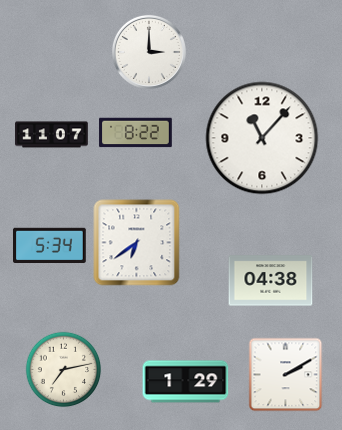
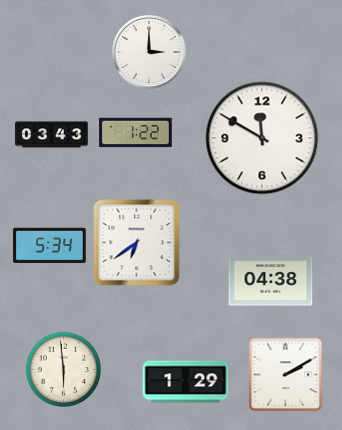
clock at (136, 133): 8:22 -> 1:22
clock at (52, 135): 11:07 -> 03:43
clock at (262, 138): 11:07 -> 11:50
clock at (64, 370): 7:13 -> 5:59
